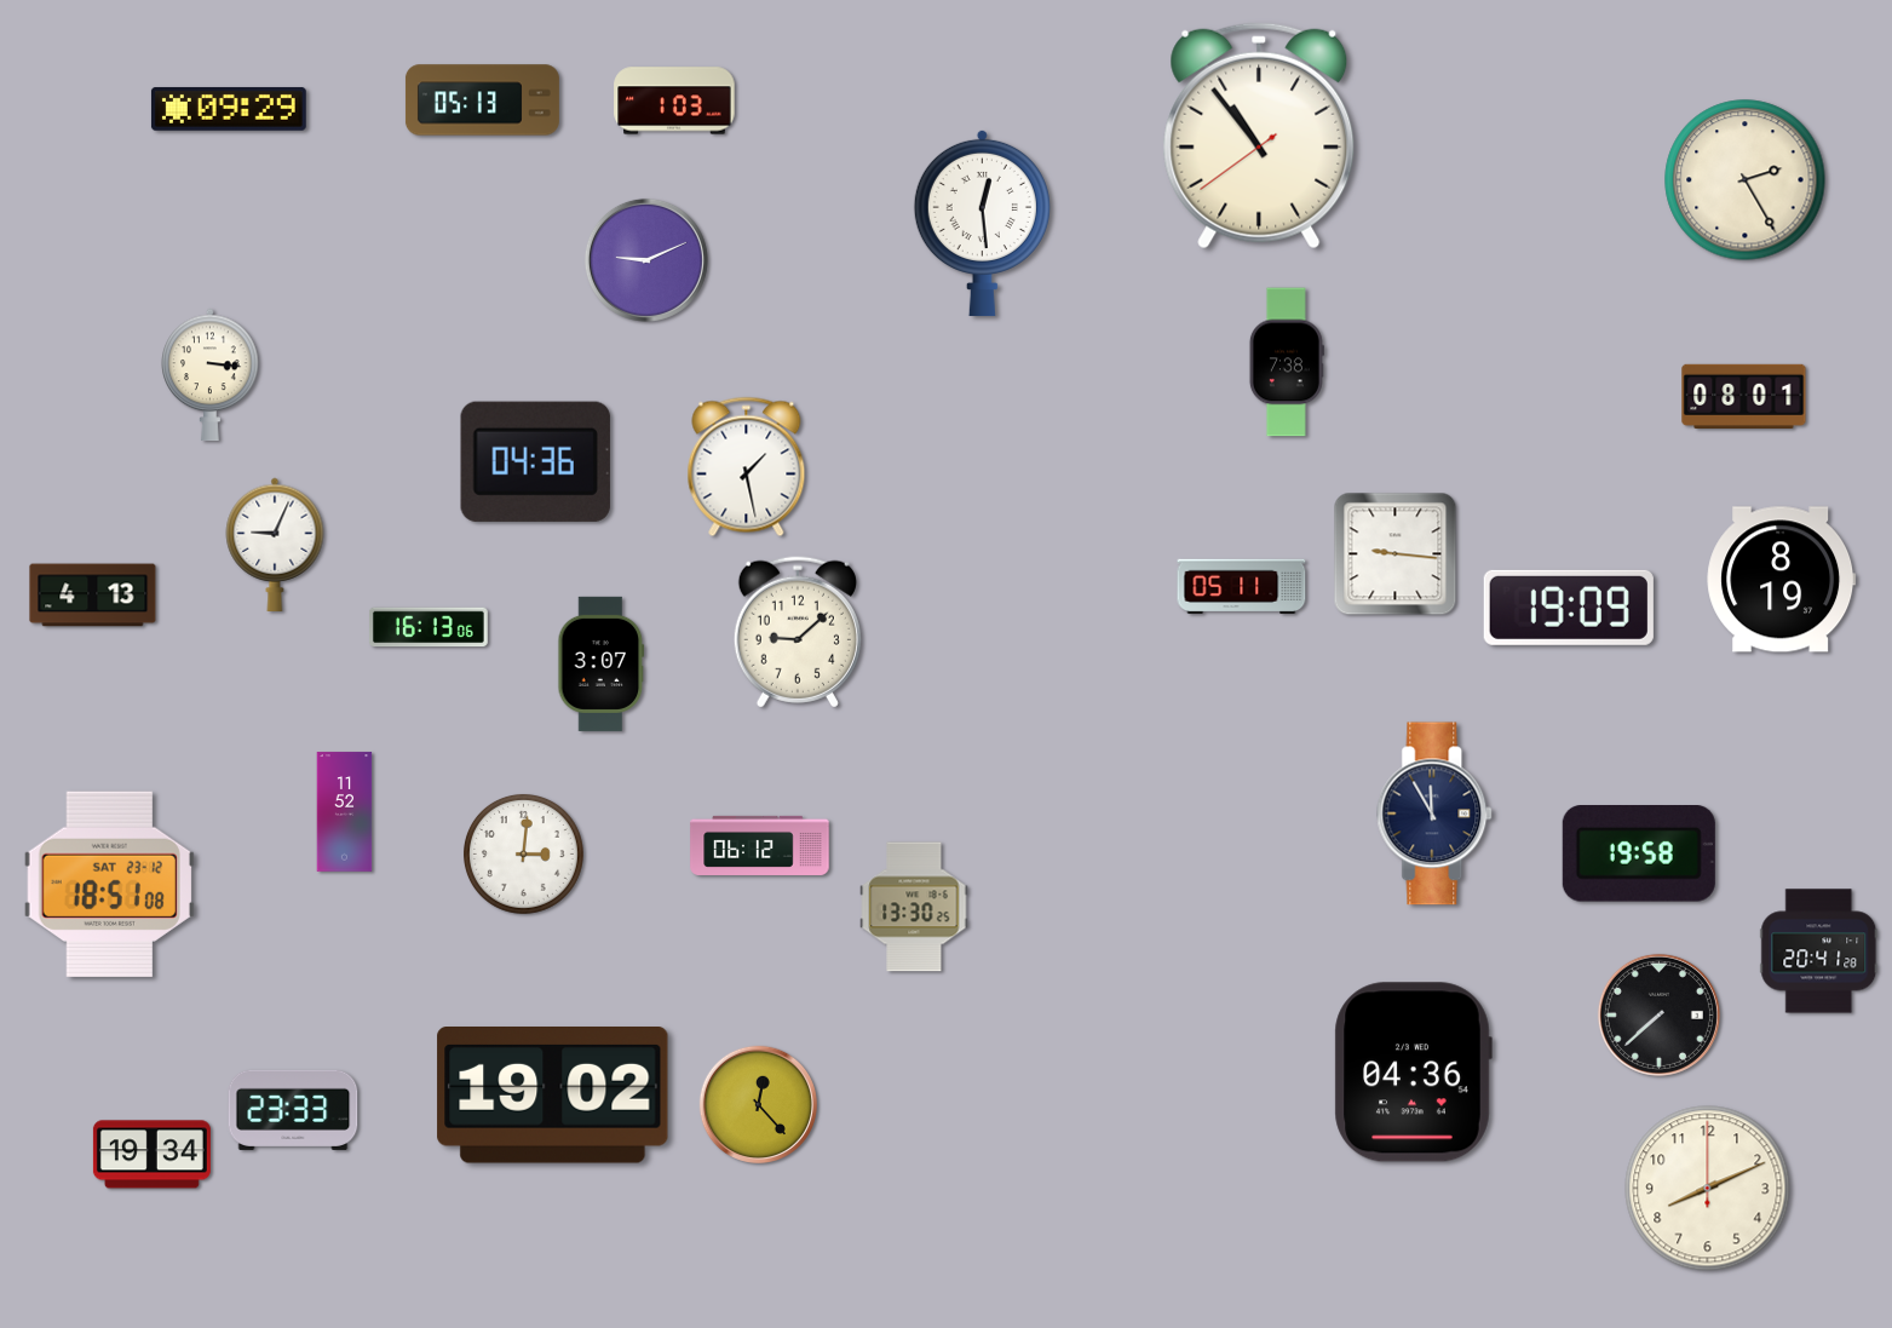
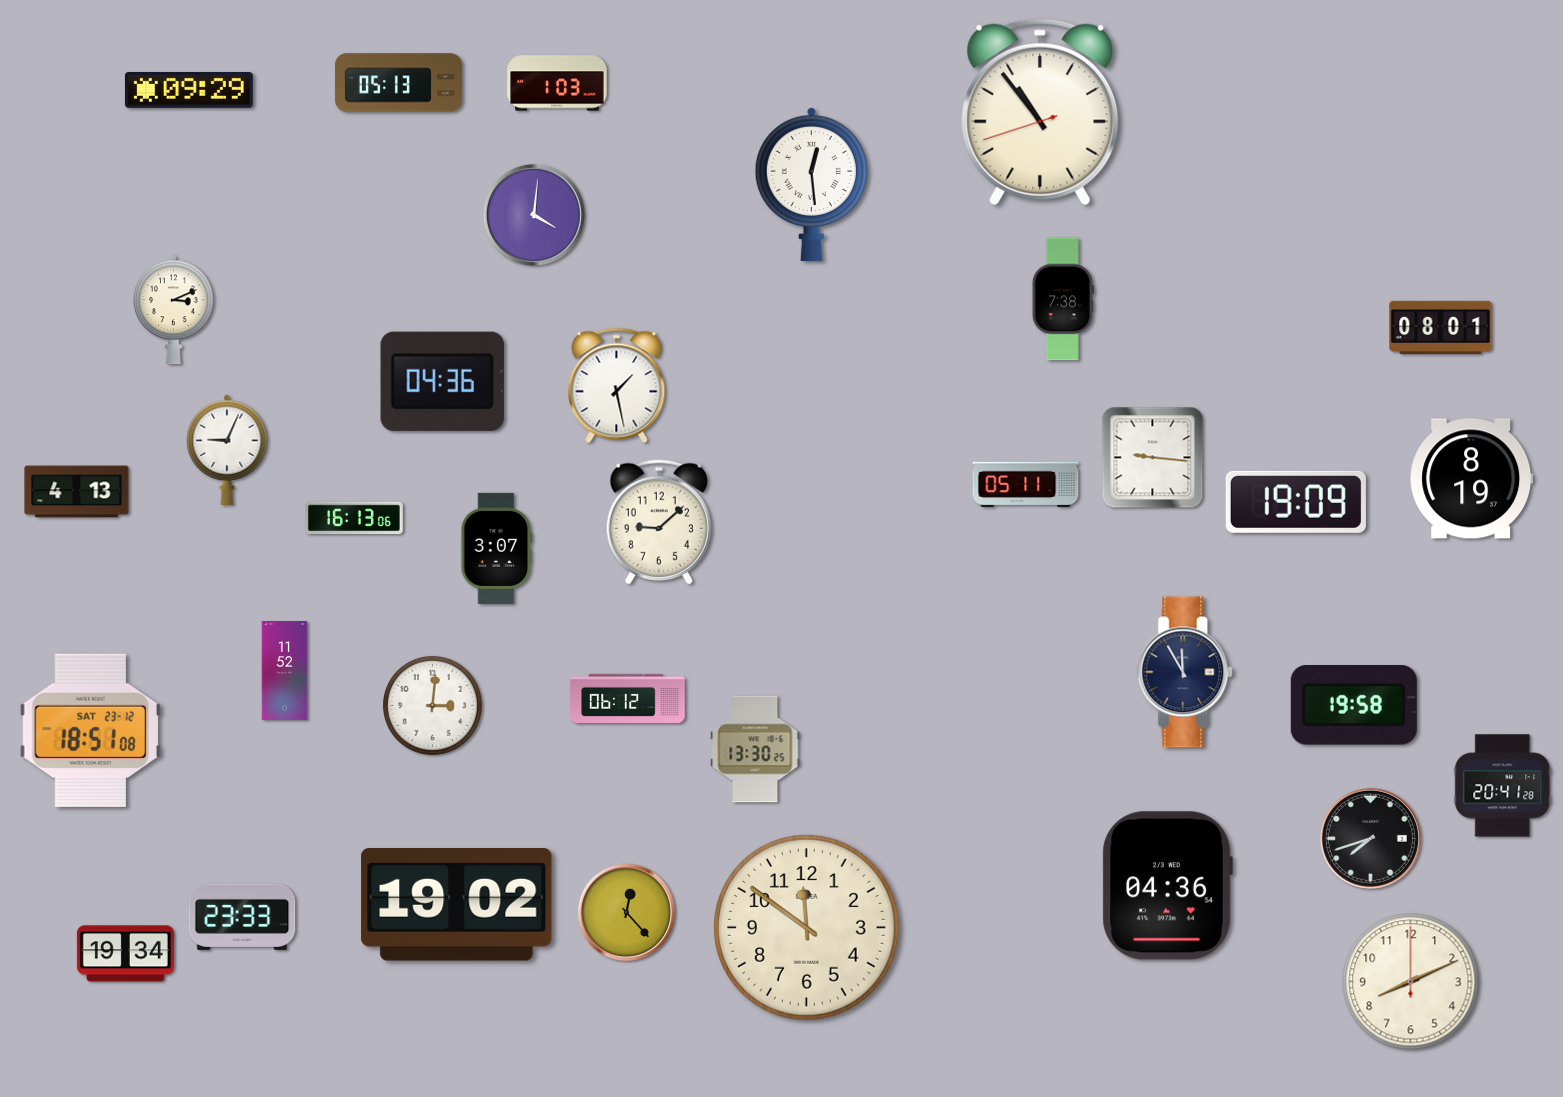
clock at (1259, 136): 10:53:39 -> 10:53:42
clock at (1746, 180): 2:25 -> none
clock at (646, 260): 9:11 -> 4:01
clock at (211, 375): 3:16 -> 3:11
clock at (1658, 1014): 7:38 -> 7:42
clock at (807, 928): none -> 11:51
